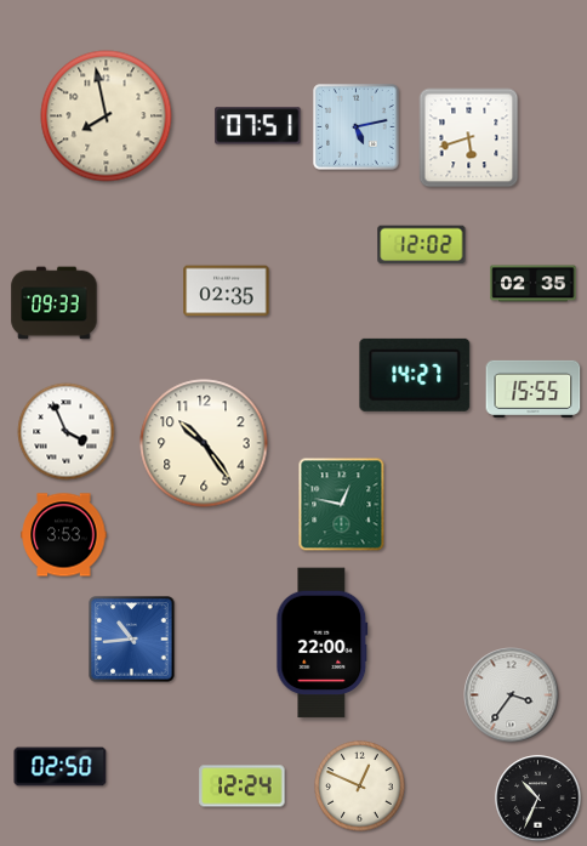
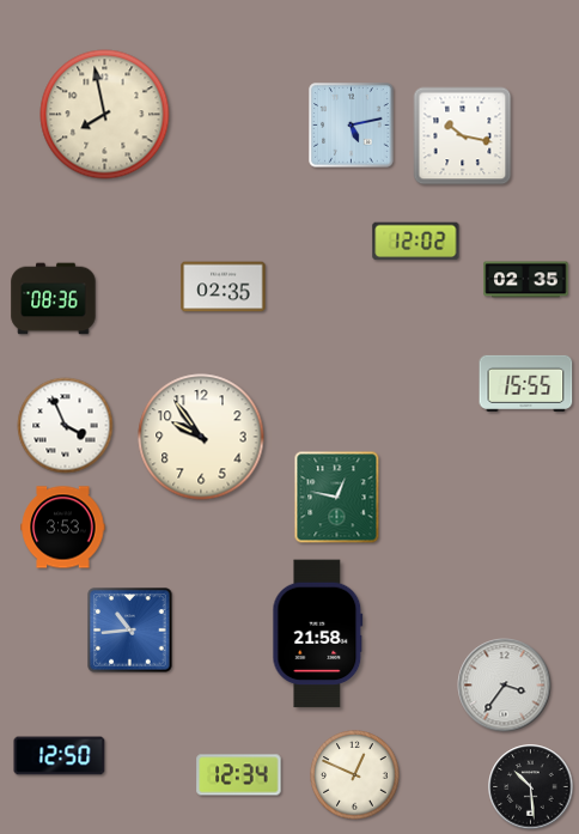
clock at (258, 126): 07:51 -> none
clock at (469, 138): 5:42 -> 10:17
clock at (55, 303): 09:33 -> 08:36
clock at (415, 375): 14:27 -> none
clock at (204, 443): 10:24 -> 9:54
clock at (323, 643): 22:00 -> 21:58
clock at (61, 767): 02:50 -> 12:50
clock at (243, 787): 12:24 -> 12:34
clock at (538, 799): 10:34 -> 10:29
